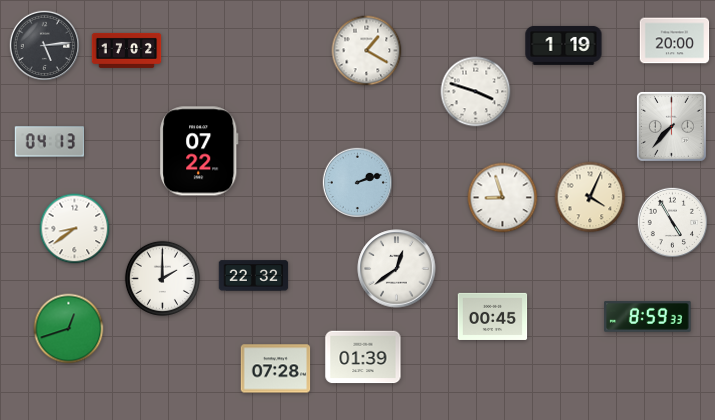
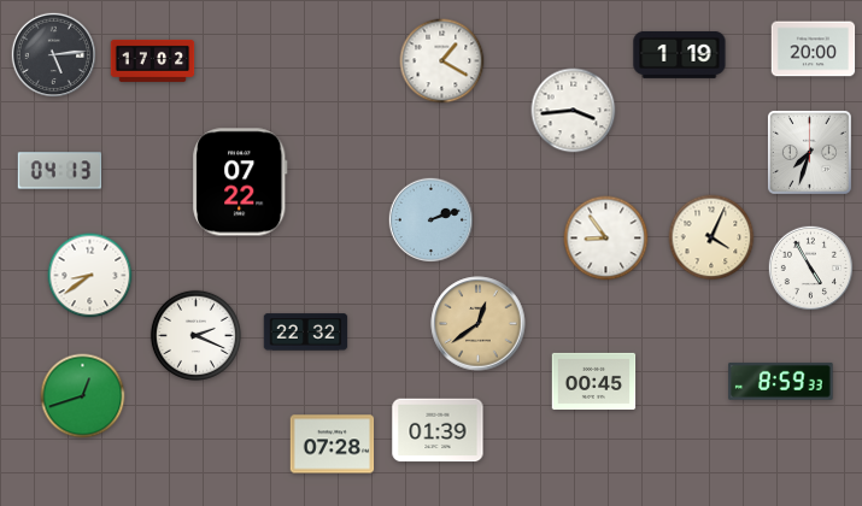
clock at (476, 92): 3:48 -> 3:44
clock at (671, 126): 7:37 -> 7:33
clock at (503, 198): 8:57 -> 8:54
clock at (397, 269) dial: white -> champagne
clock at (162, 278): 2:00 -> 2:19
